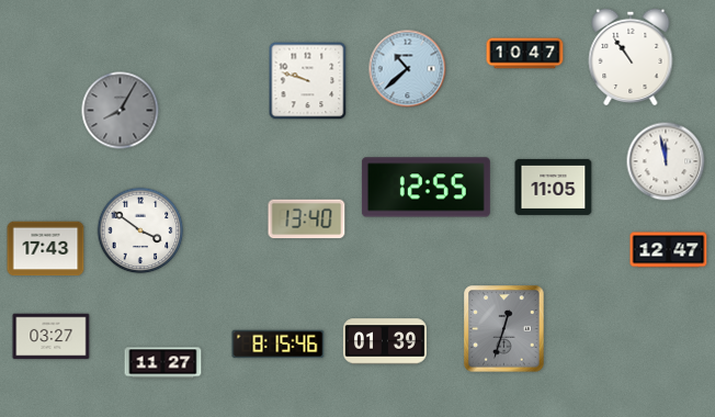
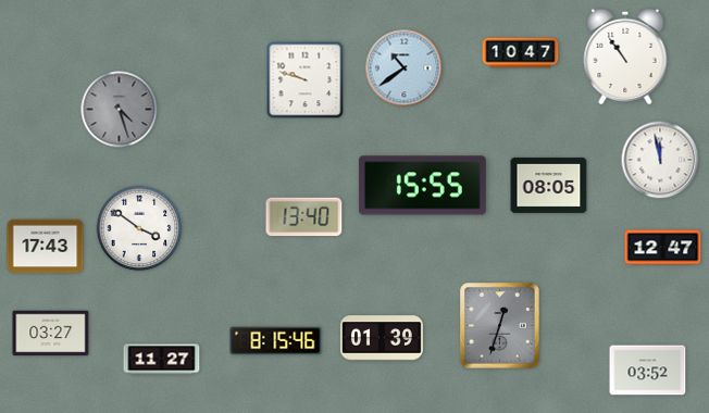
clock at (408, 69): 10:38 -> 10:39
clock at (121, 111): 8:05 -> 4:27
clock at (554, 187): 11:05 -> 08:05
clock at (425, 188): 12:55 -> 15:55
clock at (648, 371): none -> 03:52
